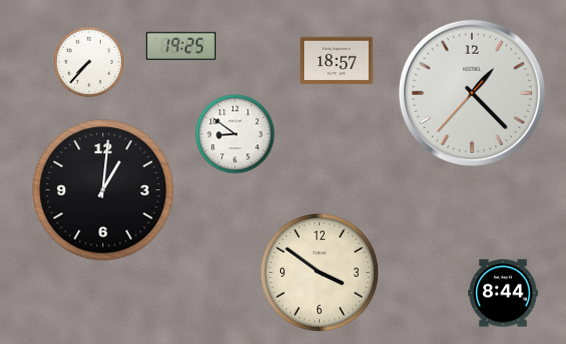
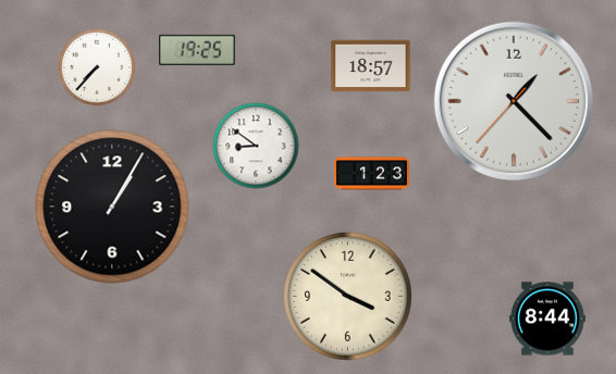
clock at (337, 61) position: (337, 61) -> (371, 66)
clock at (371, 174): none -> 1:23
clock at (103, 190): 1:01 -> 1:05
